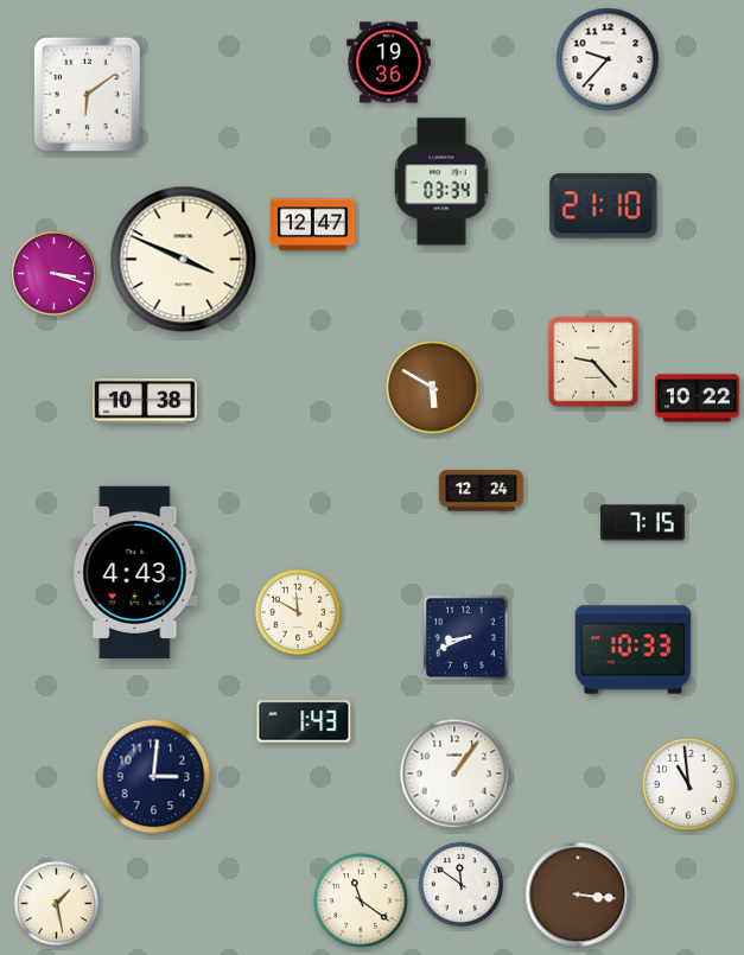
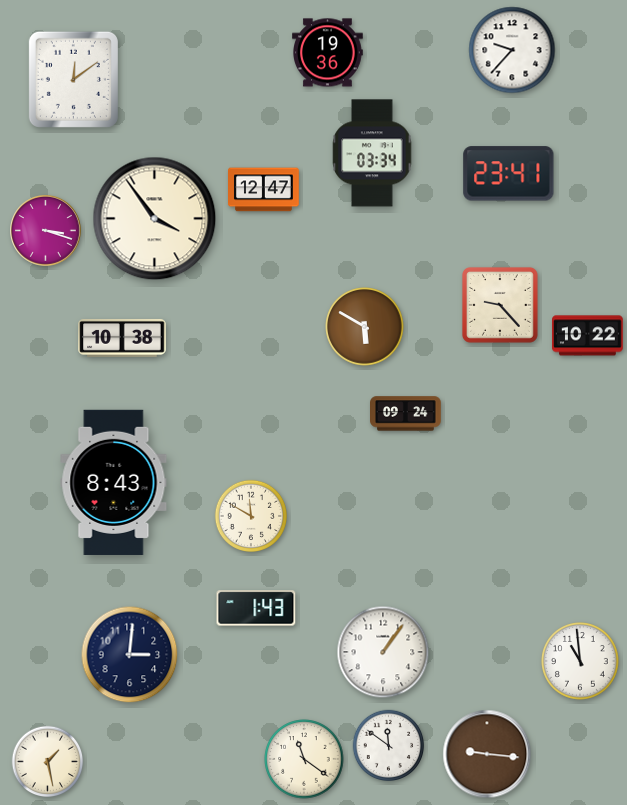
clock at (87, 94): 6:09 -> 12:09
clock at (604, 206): 21:10 -> 23:41
clock at (184, 260): 3:49 -> 3:54
clock at (482, 491): 12:24 -> 09:24
clock at (643, 523): 7:15 -> none
clock at (135, 572): 4:43 -> 8:43
clock at (465, 637): 8:41 -> none
clock at (634, 650): 10:33 -> none
clock at (578, 894): 3:16 -> 9:16
